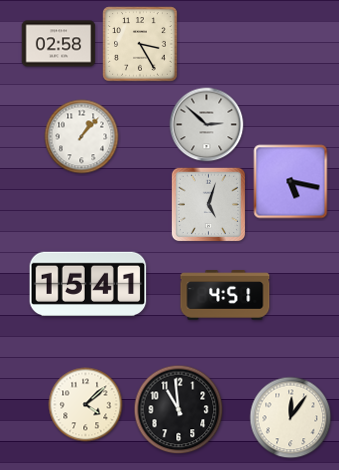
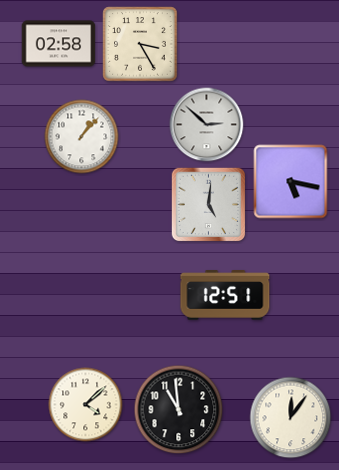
clock at (209, 205): 5:03 -> 5:01
clock at (88, 284): 15:41 -> none
clock at (225, 295): 4:51 -> 12:51
